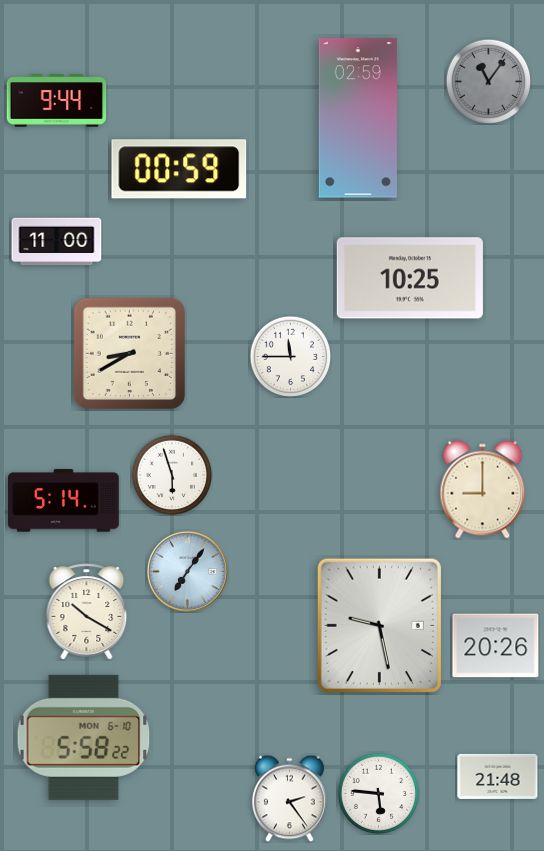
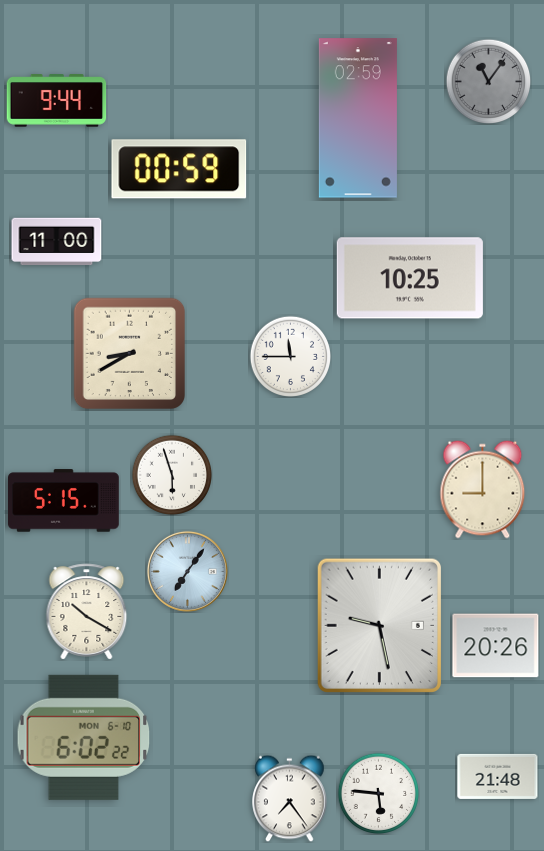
clock at (64, 501): 5:14 -> 5:15
clock at (84, 737): 5:58 -> 6:02
clock at (290, 798): 2:24 -> 7:24
